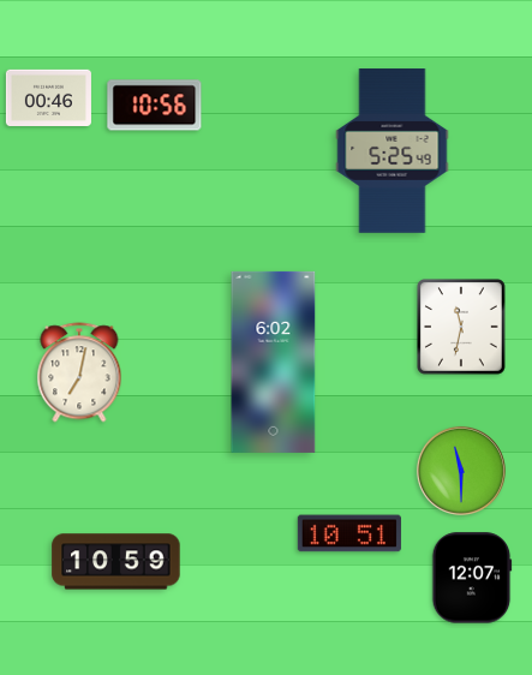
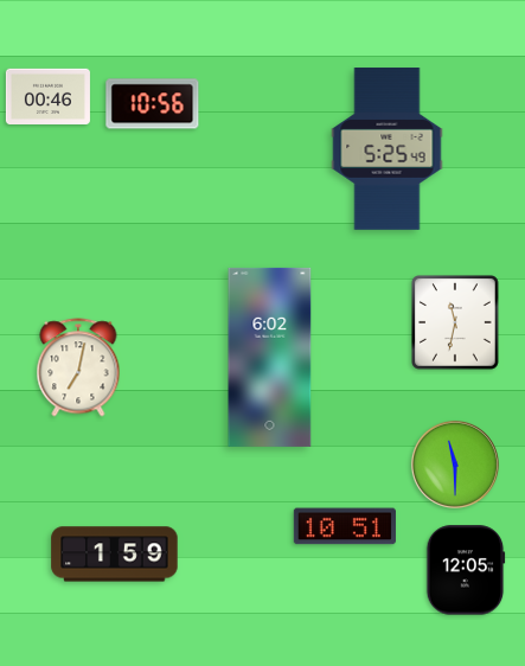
clock at (116, 562): 10:59 -> 1:59
clock at (472, 578): 12:07 -> 12:05
